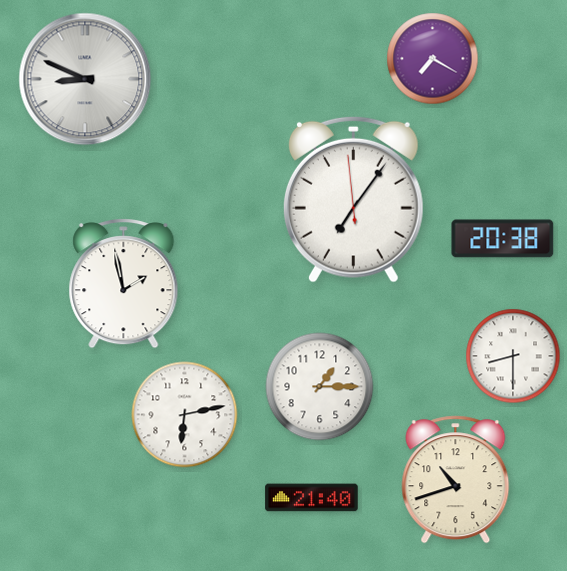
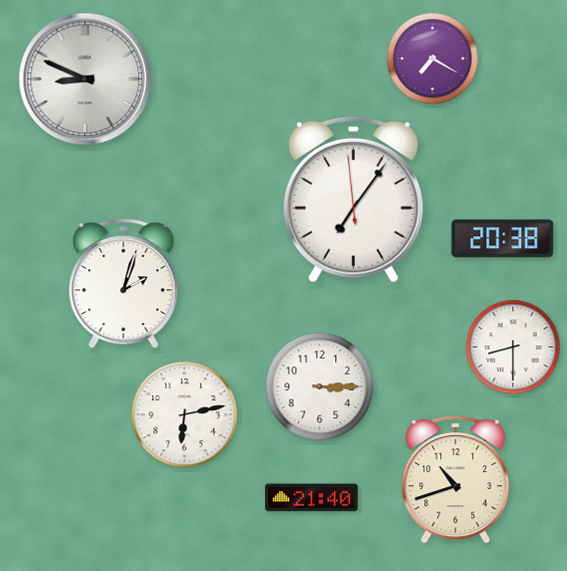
clock at (124, 284): 1:58 -> 2:03
clock at (513, 356) position: (513, 356) -> (513, 347)
clock at (320, 387): 1:15 -> 3:15
